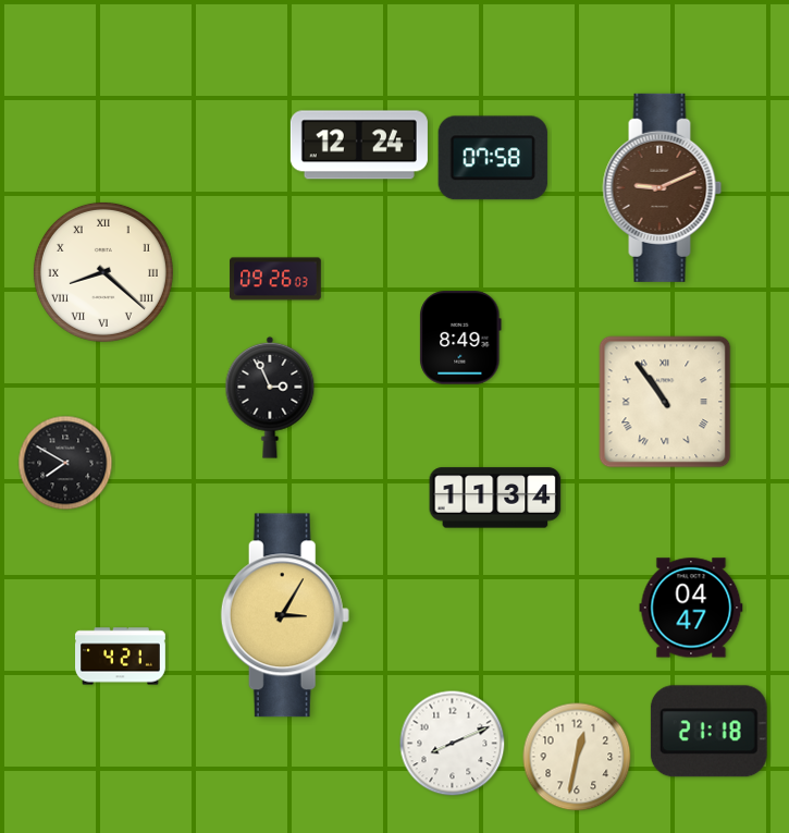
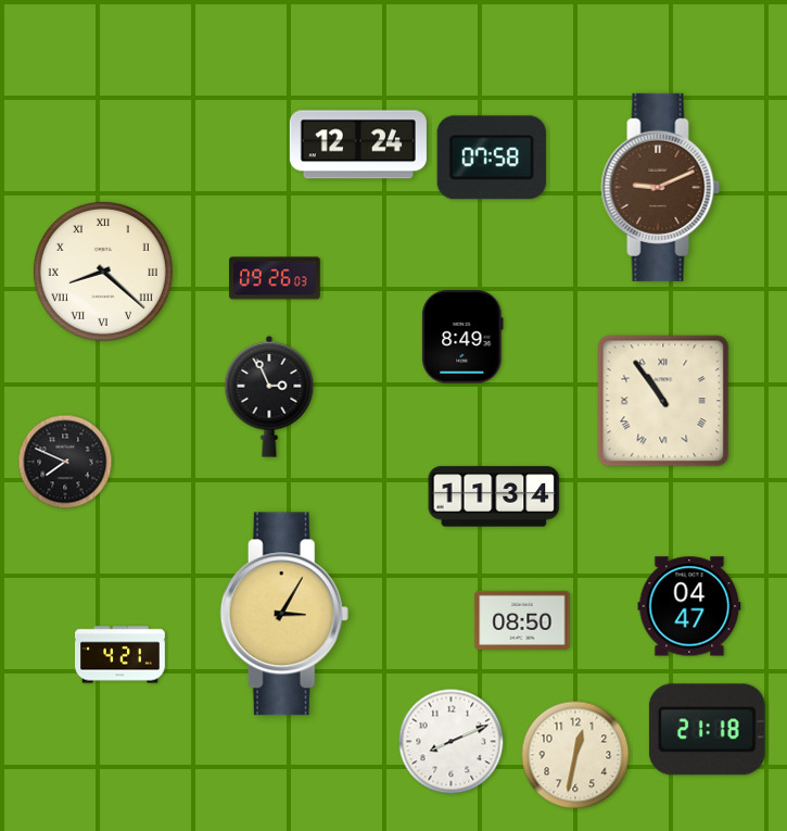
clock at (460, 338) position: (460, 338) -> (462, 337)
clock at (65, 463): 7:50 -> 7:49
clock at (522, 620): none -> 08:50
